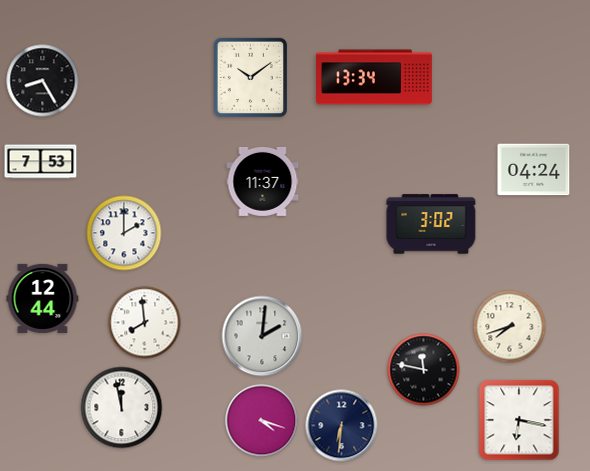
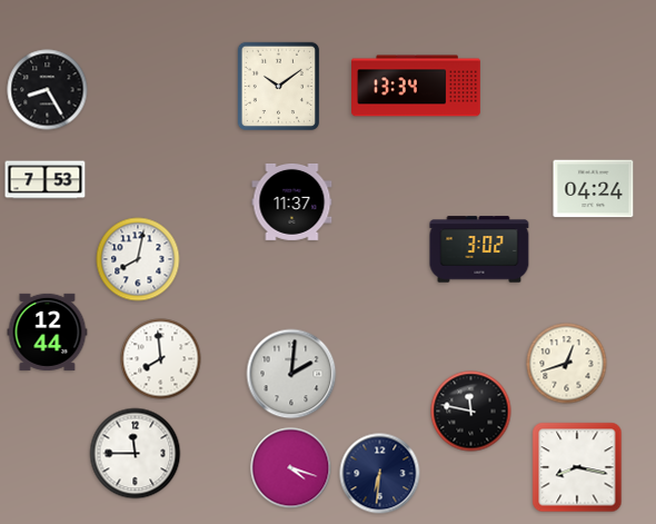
clock at (124, 233): 2:00 -> 8:02
clock at (510, 327): 7:42 -> 12:42
clock at (122, 408): 11:58 -> 11:45
clock at (519, 420): 6:17 -> 8:17
